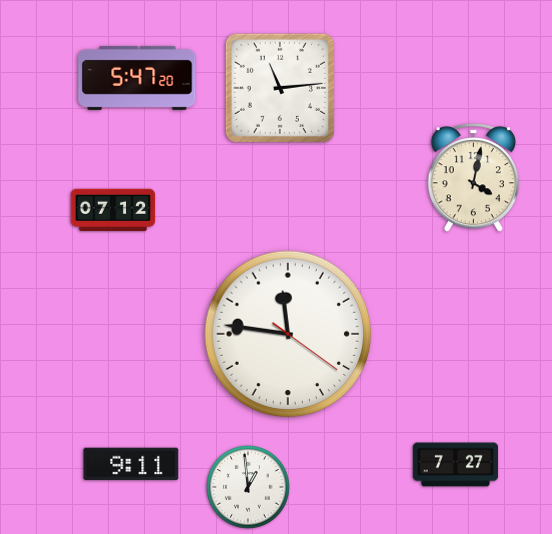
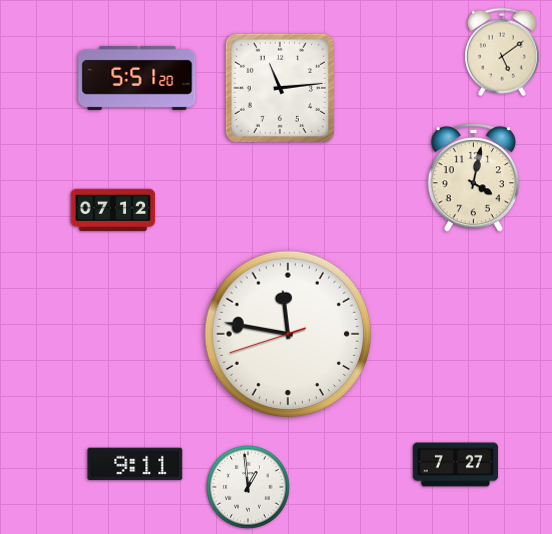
clock at (502, 52): none -> 5:09
clock at (137, 78): 5:47 -> 5:51
clock at (288, 334): 11:46:21 -> 11:46:42
clock at (131, 464) position: (131, 464) -> (135, 464)
